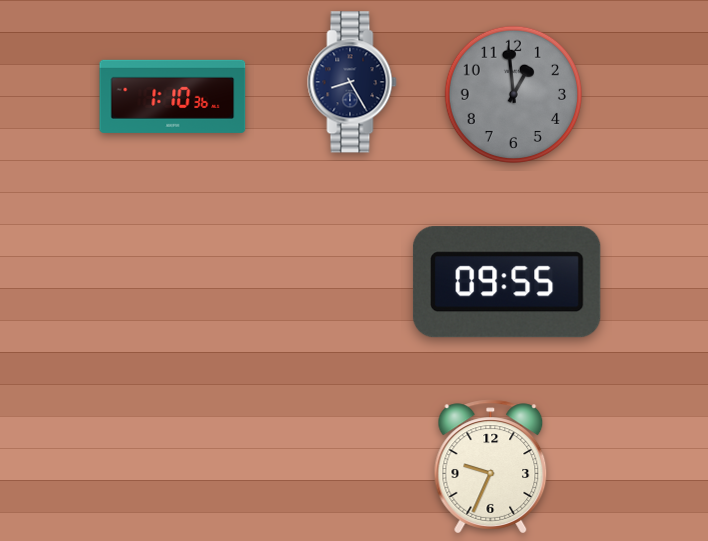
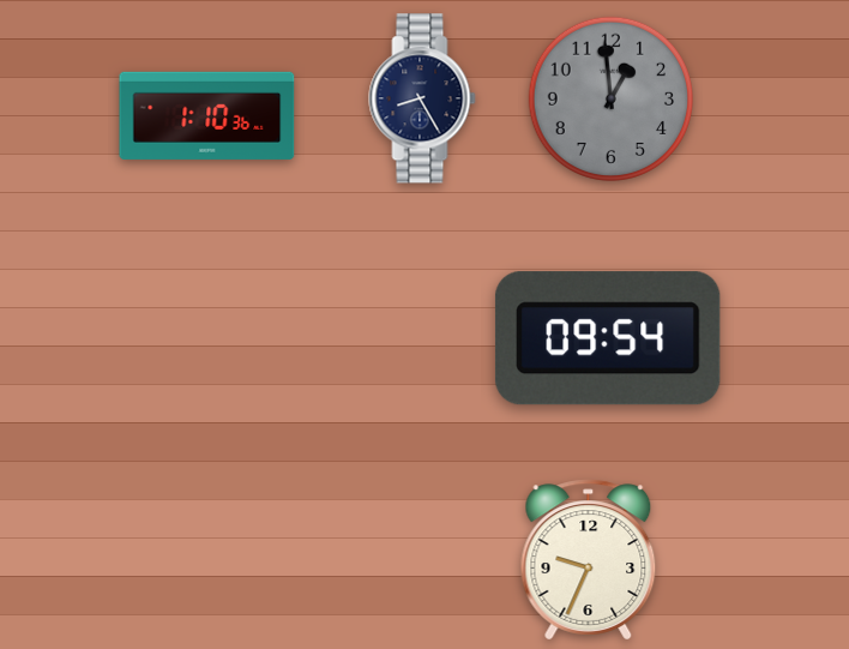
clock at (513, 94) position: (513, 94) -> (610, 98)
clock at (507, 282): 09:55 -> 09:54
